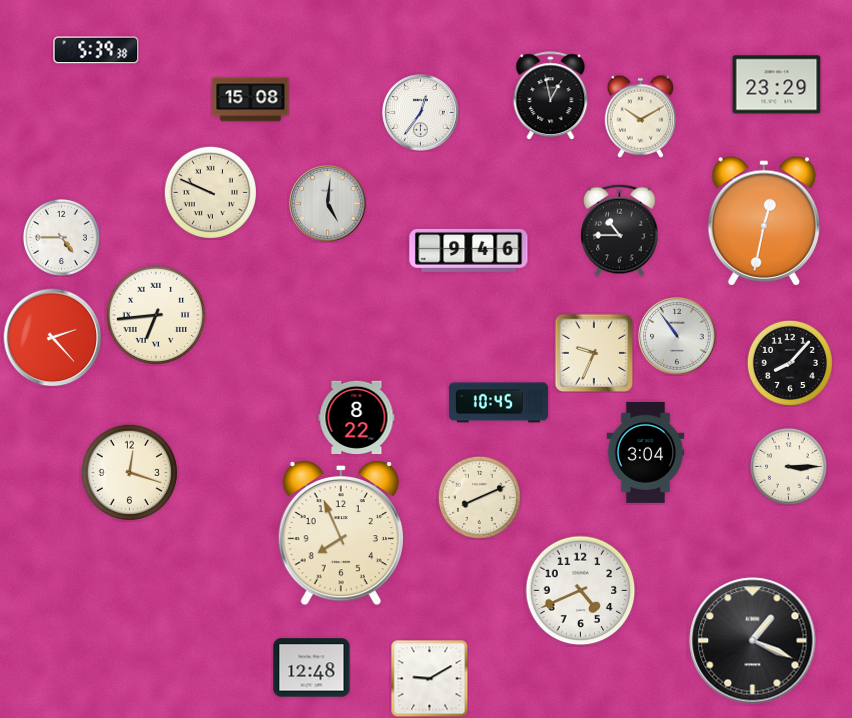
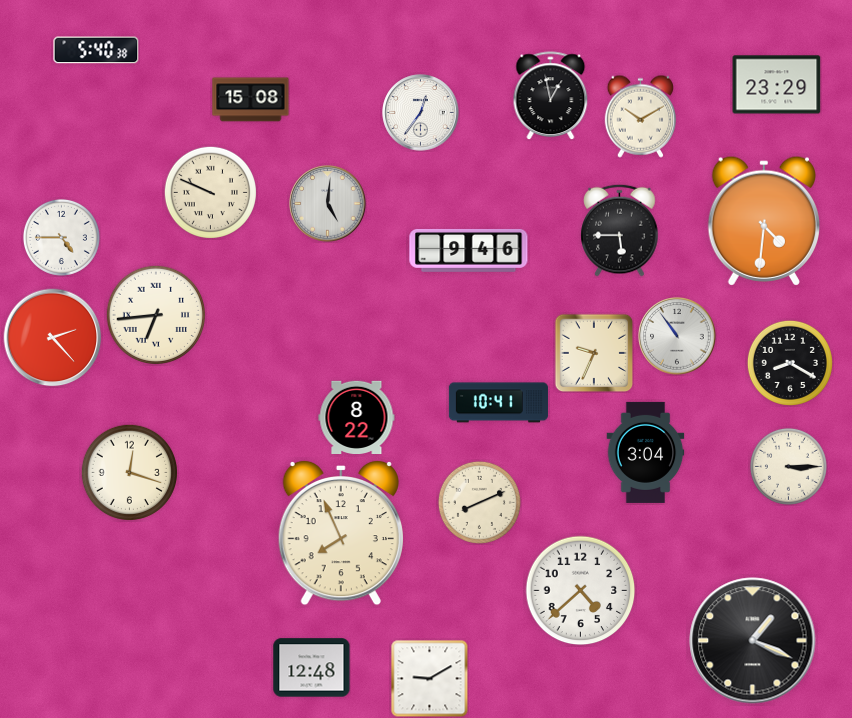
clock at (96, 50): 5:39 -> 5:40
clock at (764, 221): 12:32 -> 4:31
clock at (620, 230): 10:45 -> 5:45
clock at (790, 363): 8:07 -> 8:20
clock at (498, 403): 10:45 -> 10:41
clock at (479, 497) position: (479, 497) -> (479, 502)
clock at (581, 591): 4:41 -> 4:38
